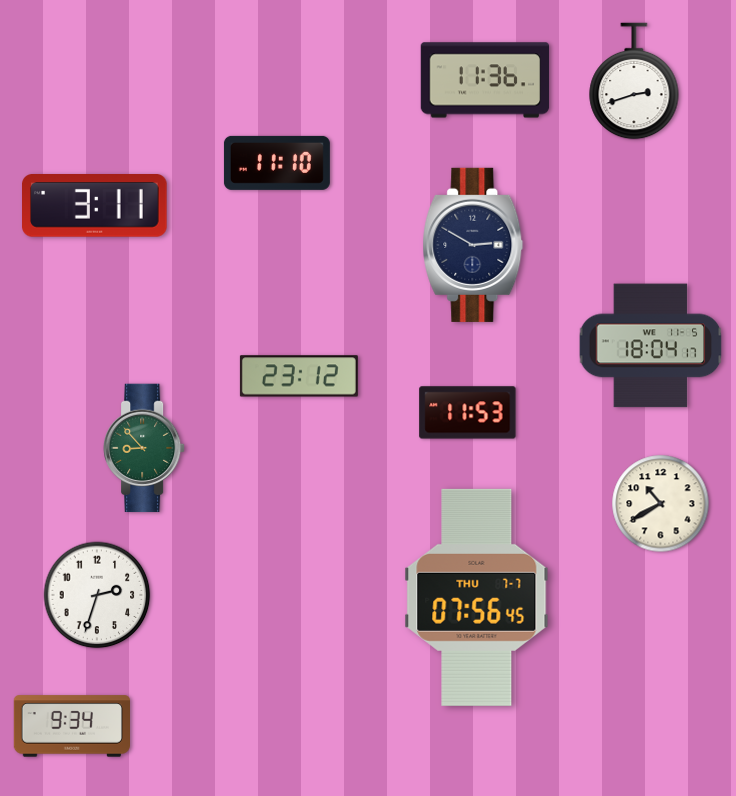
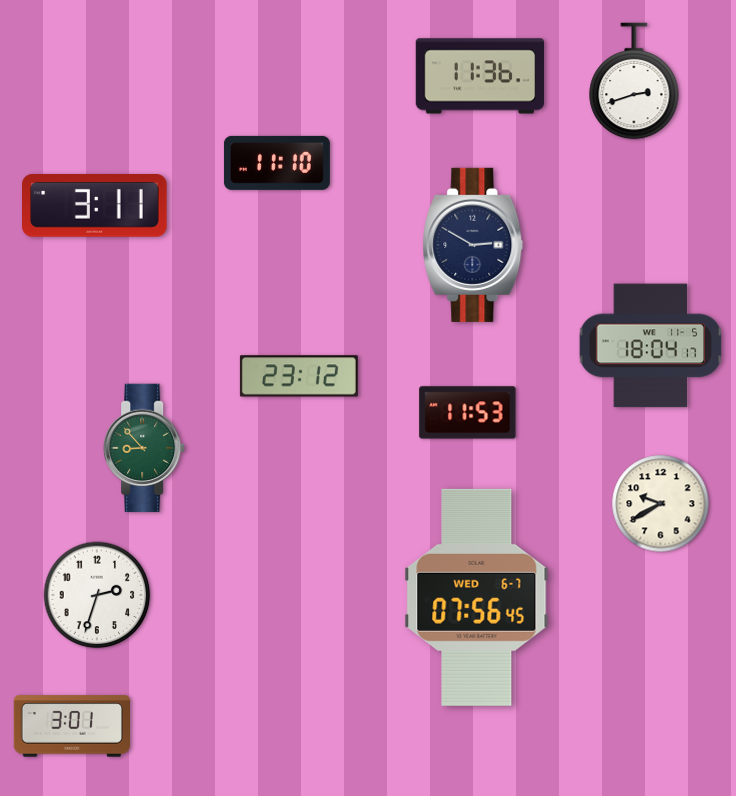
clock at (485, 80) position: (485, 80) -> (480, 76)
clock at (661, 504): 10:40 -> 9:40
clock at (477, 597) date: THU 7-7 -> WED 6-7
clock at (71, 726): 9:34 -> 3:01
